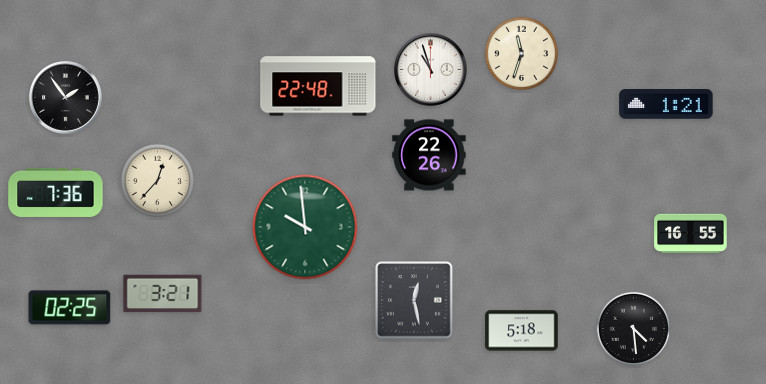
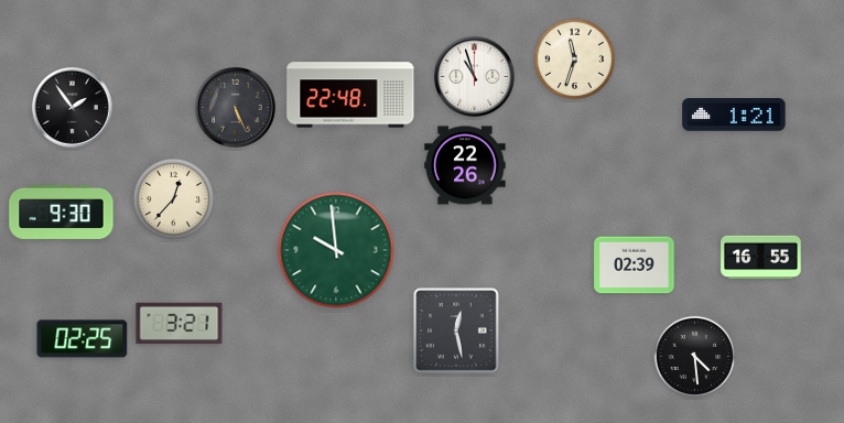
clock at (236, 108): none -> 5:26
clock at (429, 155) position: (429, 155) -> (465, 165)
clock at (56, 192): 7:36 -> 9:30
clock at (635, 265): none -> 02:39
clock at (70, 308) position: (70, 308) -> (83, 339)
clock at (633, 328) position: (633, 328) -> (694, 356)
clock at (522, 331): 5:18 -> none
